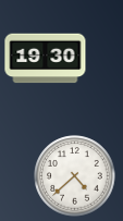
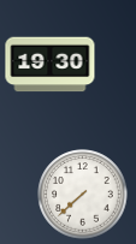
clock at (75, 176): 4:38 -> 7:38
